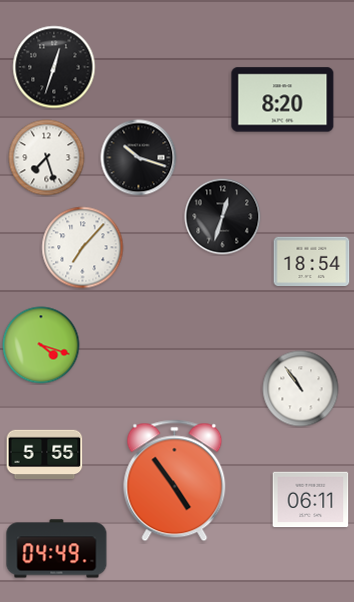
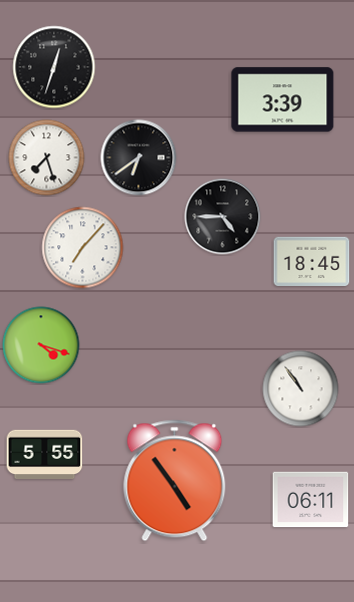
clock at (283, 100): 8:20 -> 3:39
clock at (139, 158): 10:18 -> 6:39
clock at (223, 217): 12:33 -> 4:45
clock at (312, 261): 18:54 -> 18:45
clock at (57, 549): 04:49 -> none
